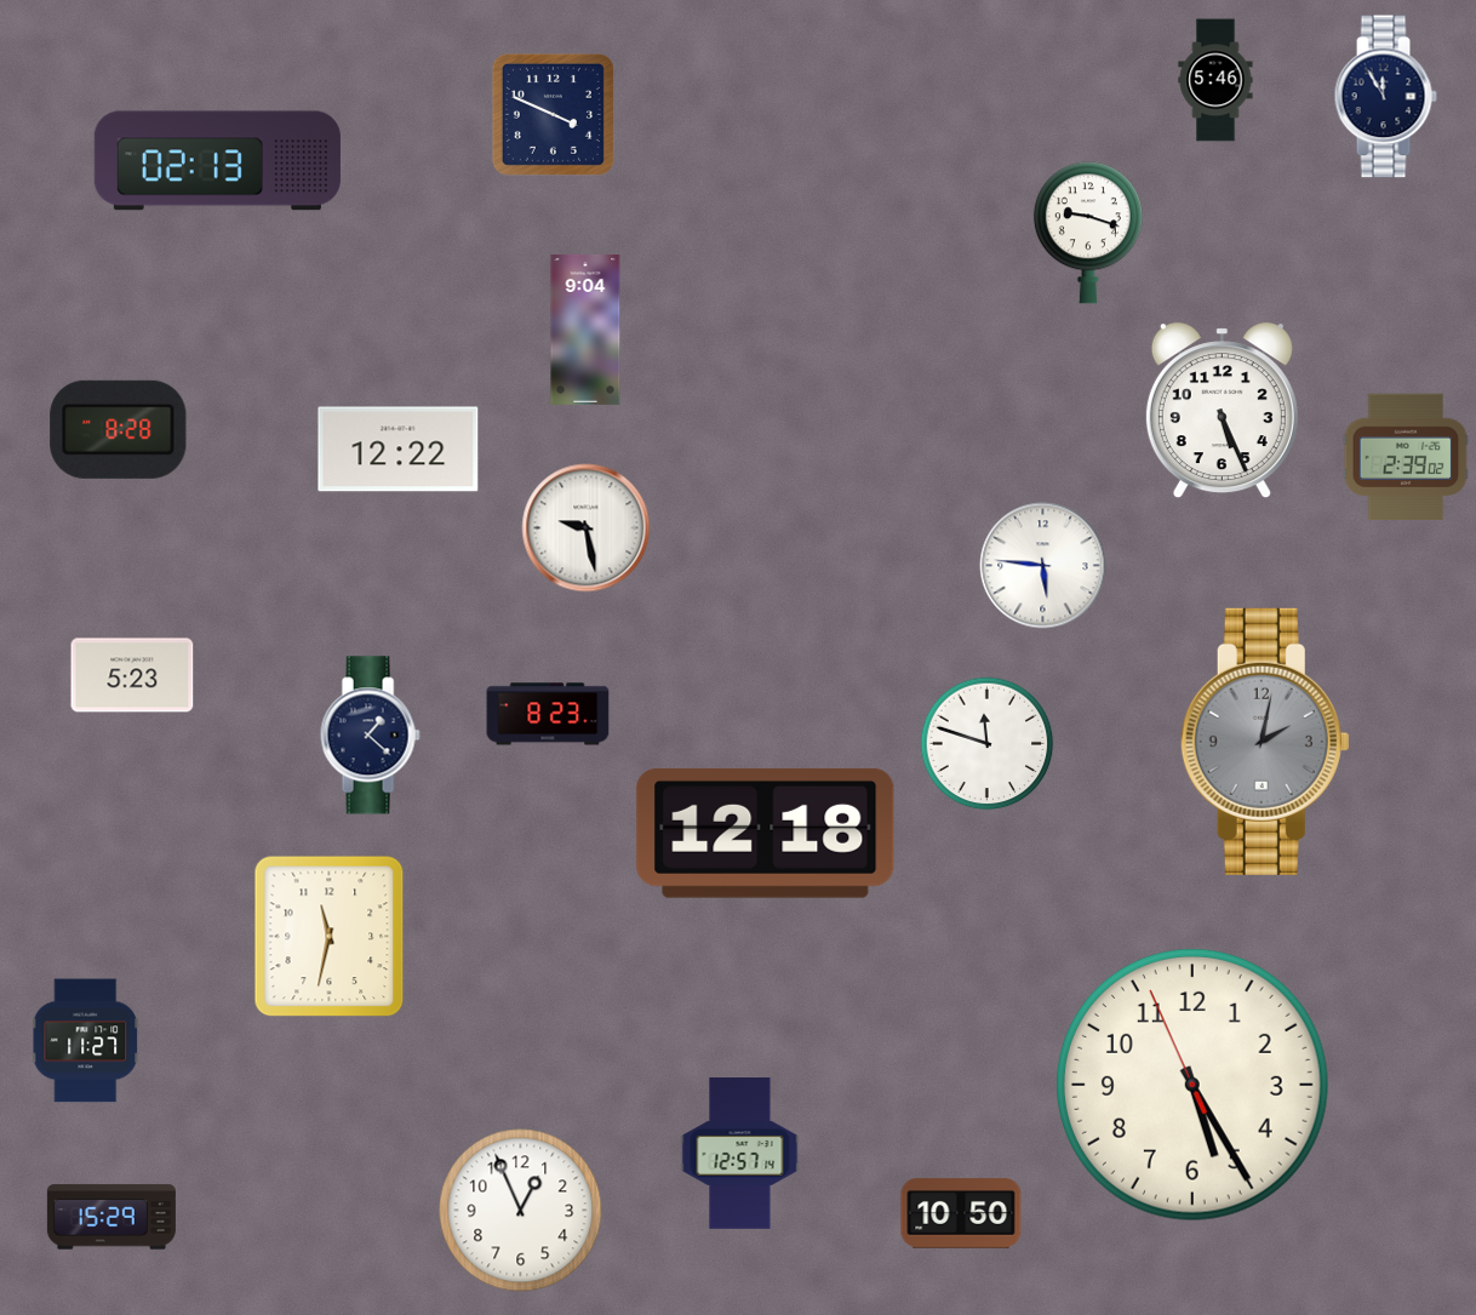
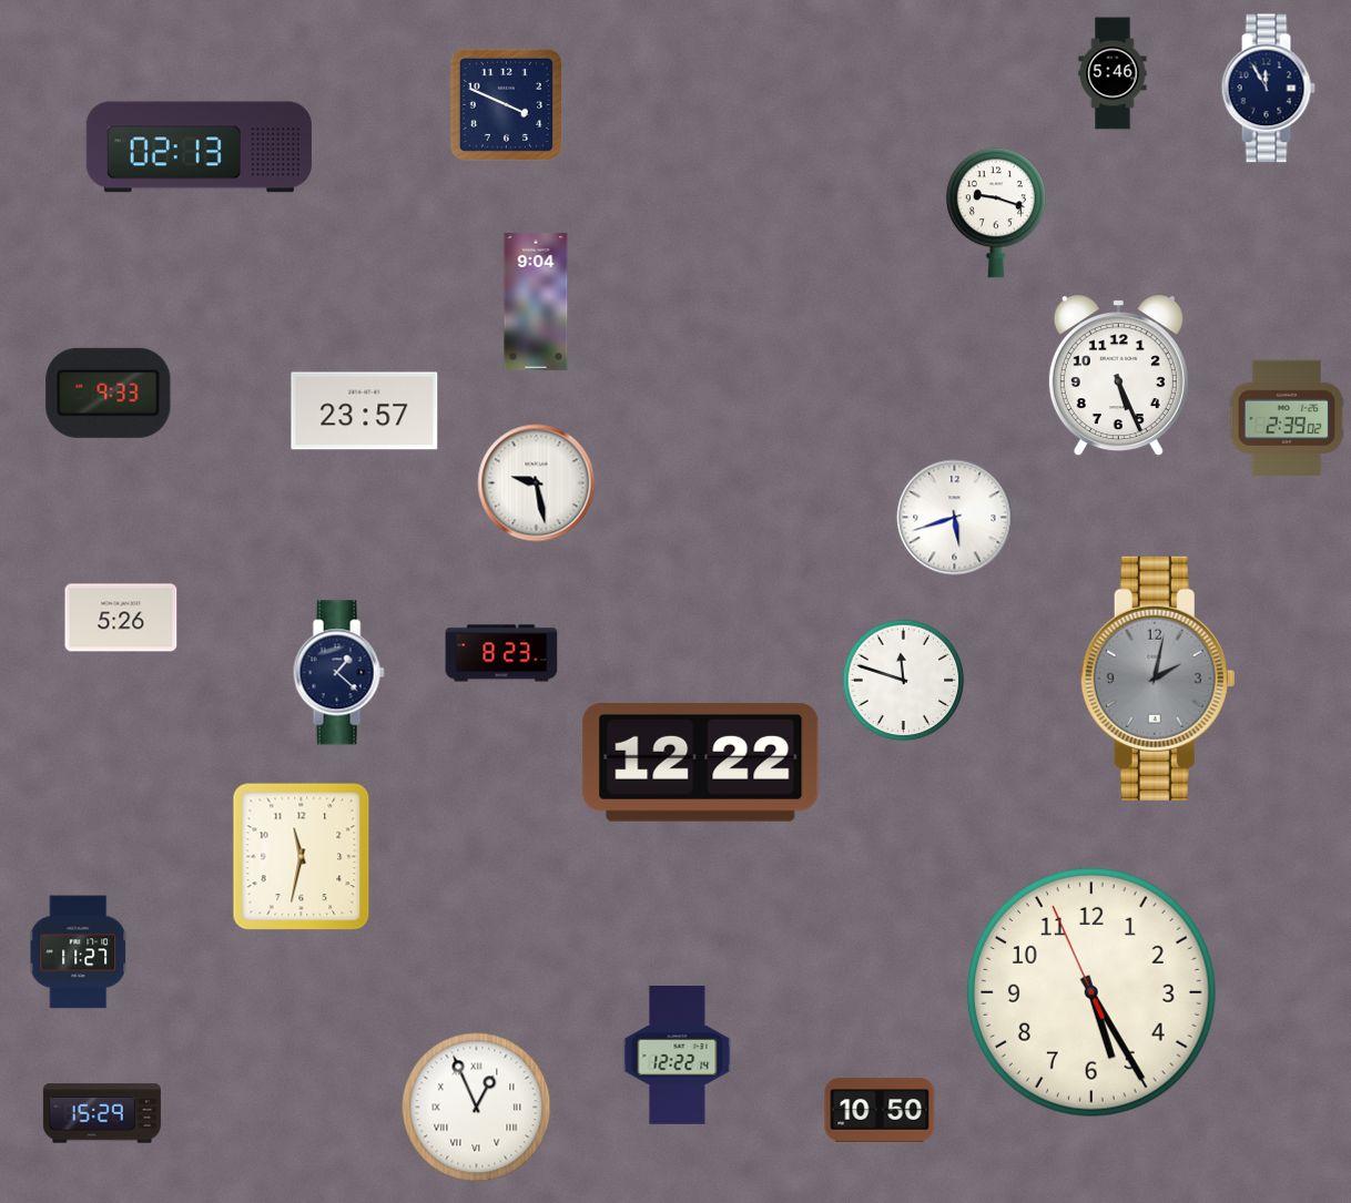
clock at (119, 429): 8:28 -> 9:33
clock at (399, 450): 12:22 -> 23:57
clock at (1043, 566): 5:46 -> 5:42
clock at (132, 675): 5:23 -> 5:26
clock at (766, 833): 12:18 -> 12:22
clock at (740, 1154): 12:57 -> 12:22
clock at (521, 1211) numerals: Arabic -> Roman
